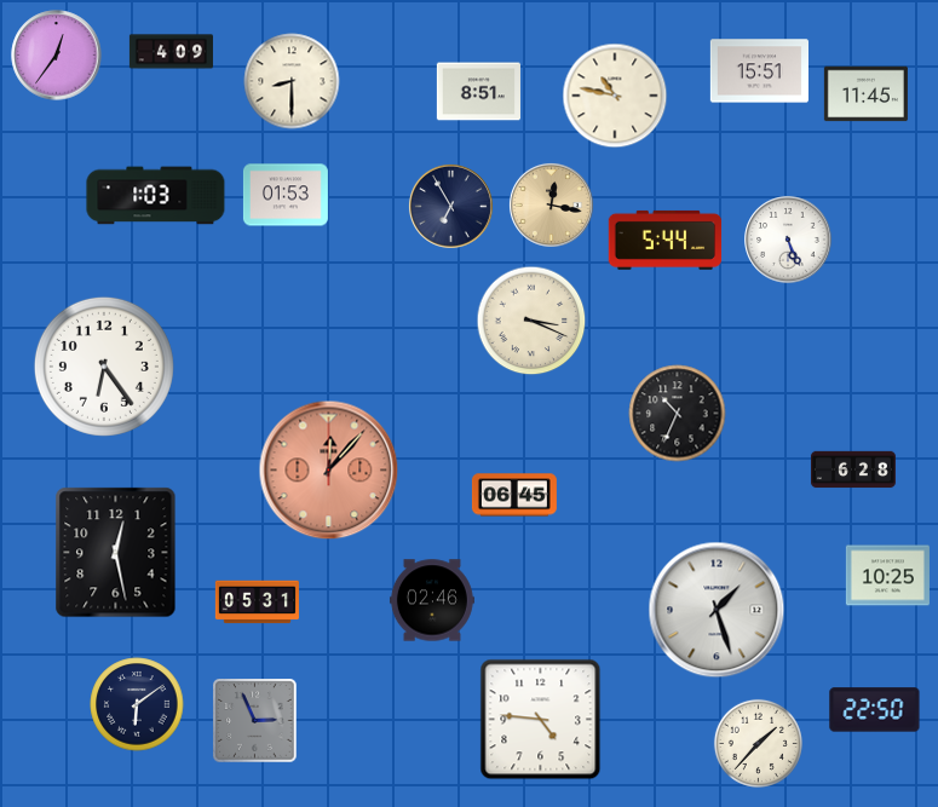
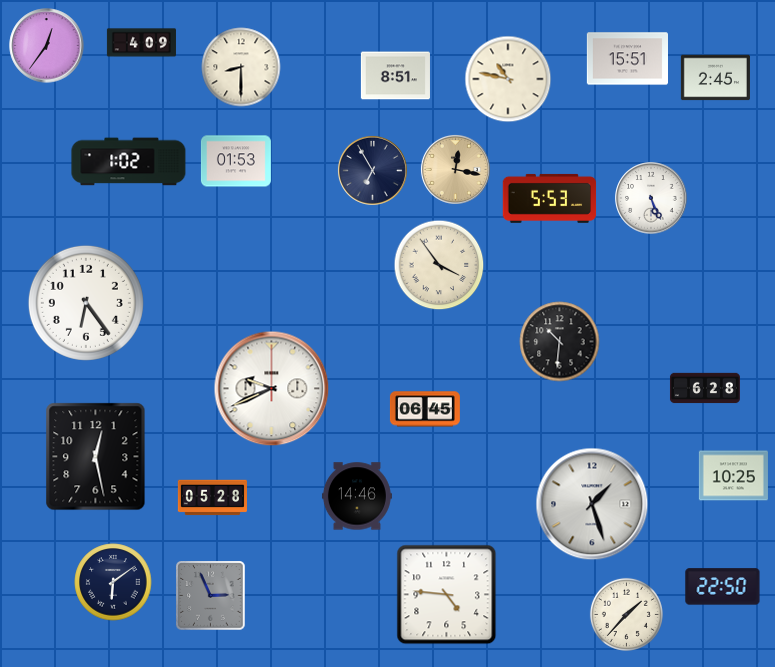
clock at (865, 94): 11:45 -> 2:45
clock at (156, 196): 1:03 -> 1:02
clock at (666, 240): 5:44 -> 5:53
clock at (531, 321): 3:19 -> 3:54
clock at (678, 414): 10:34 -> 10:31
clock at (329, 471): 12:07 -> 9:41
clock at (329, 471) dial: salmon -> white
clock at (432, 600): 02:46 -> 14:46
clock at (257, 603): 05:31 -> 05:28
